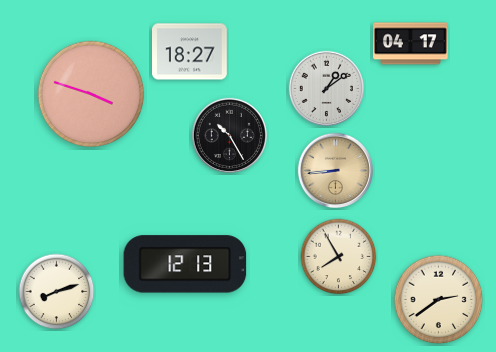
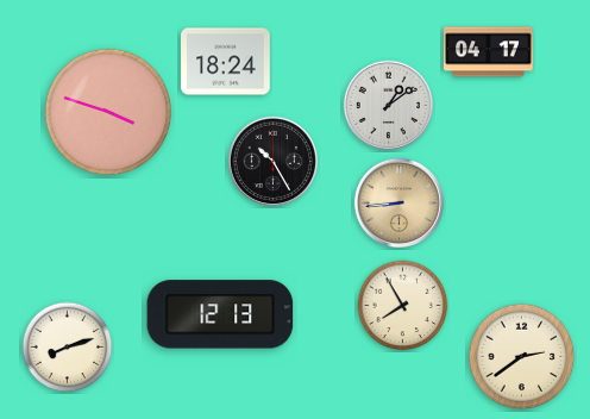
clock at (190, 52): 18:27 -> 18:24
